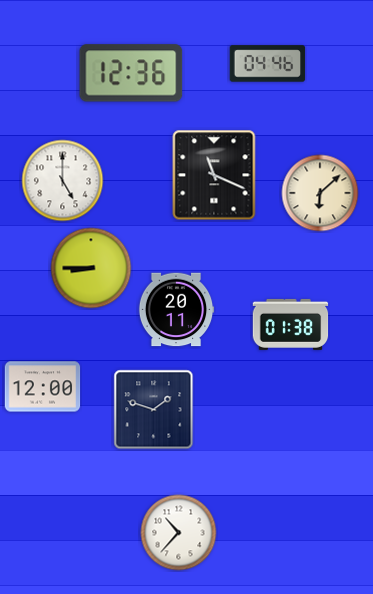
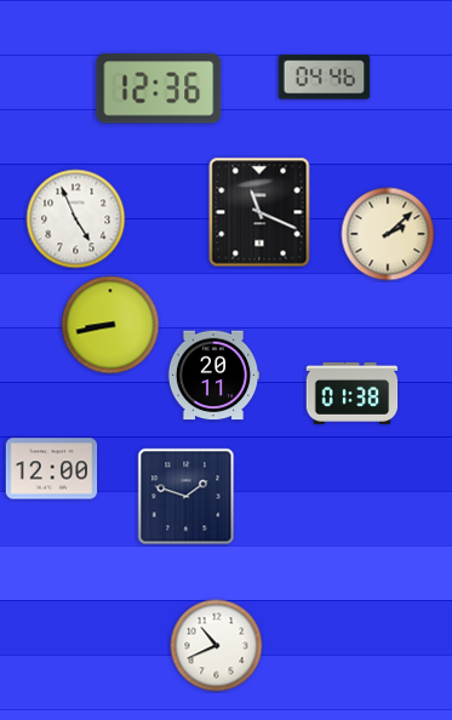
clock at (63, 181): 5:00 -> 4:56
clock at (320, 193): 6:08 -> 2:08
clock at (91, 268): 8:45 -> 8:43
clock at (179, 533): 10:37 -> 10:41
